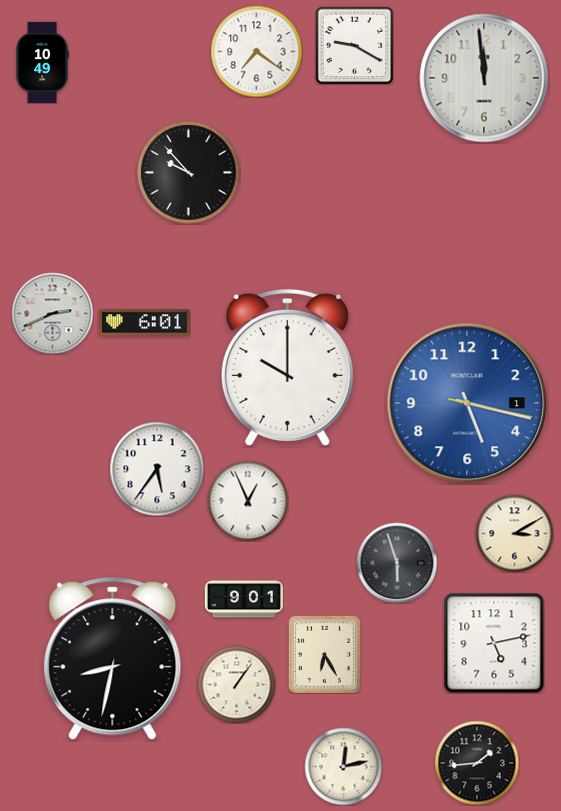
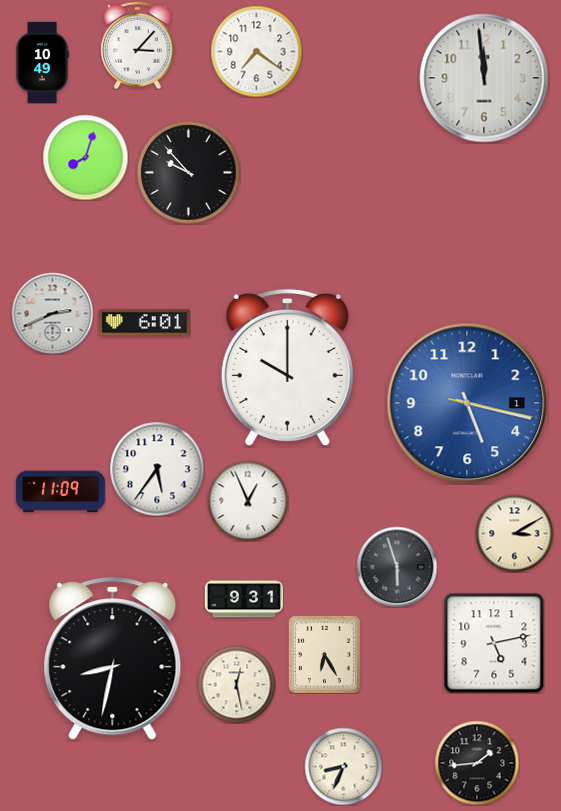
clock at (138, 45): none -> 3:07
clock at (354, 45): 9:20 -> none
clock at (85, 157): none -> 8:03
clock at (61, 492): none -> 11:09
clock at (397, 563) position: (397, 563) -> (397, 567)
clock at (243, 599): 9:01 -> 9:31
clock at (236, 684): 1:06 -> 12:28
clock at (343, 766): 12:13 -> 8:34
